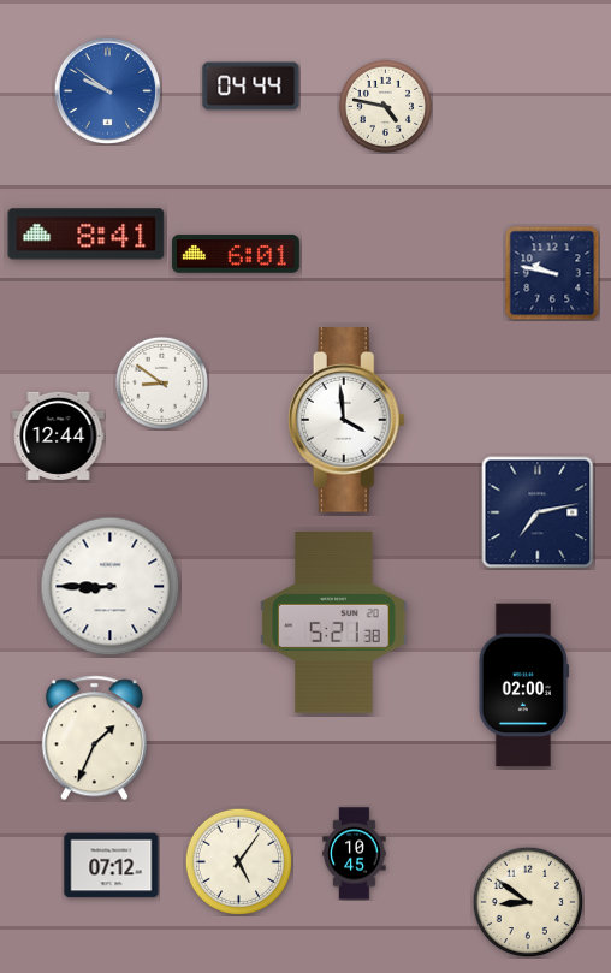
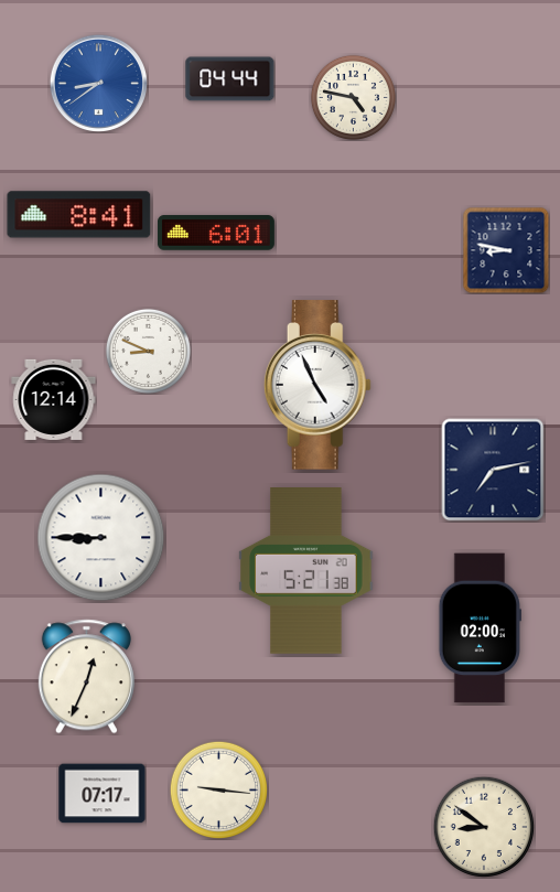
clock at (107, 90): 9:51 -> 8:39
clock at (552, 273): 9:47 -> 8:47
clock at (161, 382): 8:51 -> 8:49
clock at (346, 420): 3:59 -> 4:56
clock at (59, 435): 12:44 -> 12:14
clock at (94, 738): 1:34 -> 12:34
clock at (355, 854): 10:45 -> none
clock at (238, 861): 5:06 -> 9:16
clock at (112, 866): 07:12 -> 07:17
